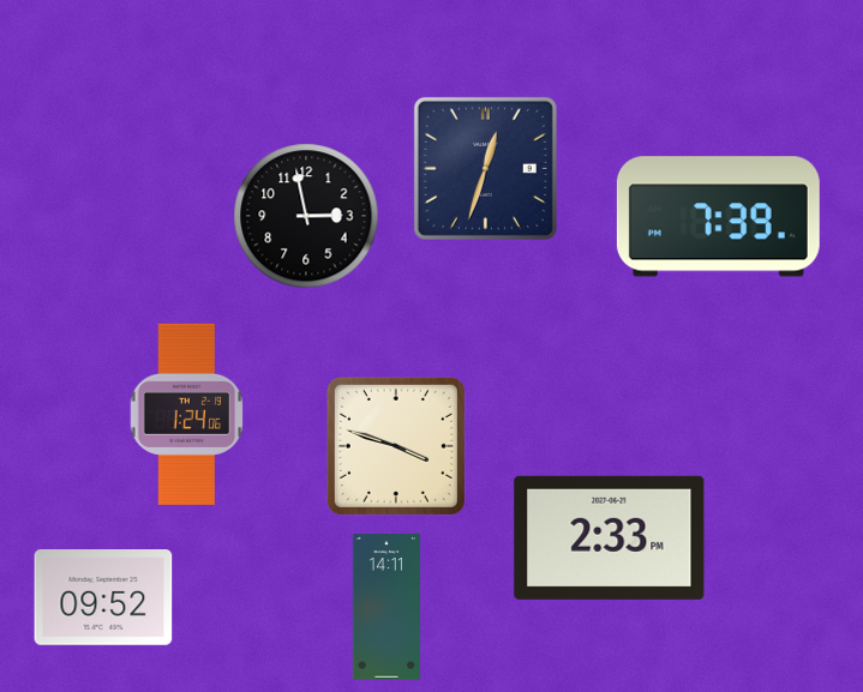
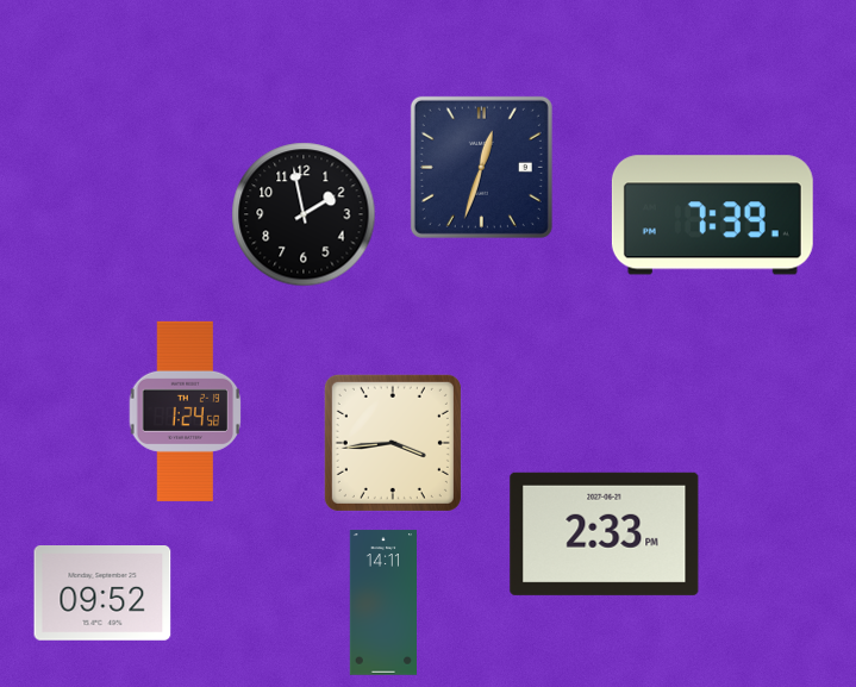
clock at (306, 216): 2:58 -> 1:58
clock at (187, 414): 1:24:06 -> 1:24:58
clock at (396, 446): 3:48 -> 3:44
